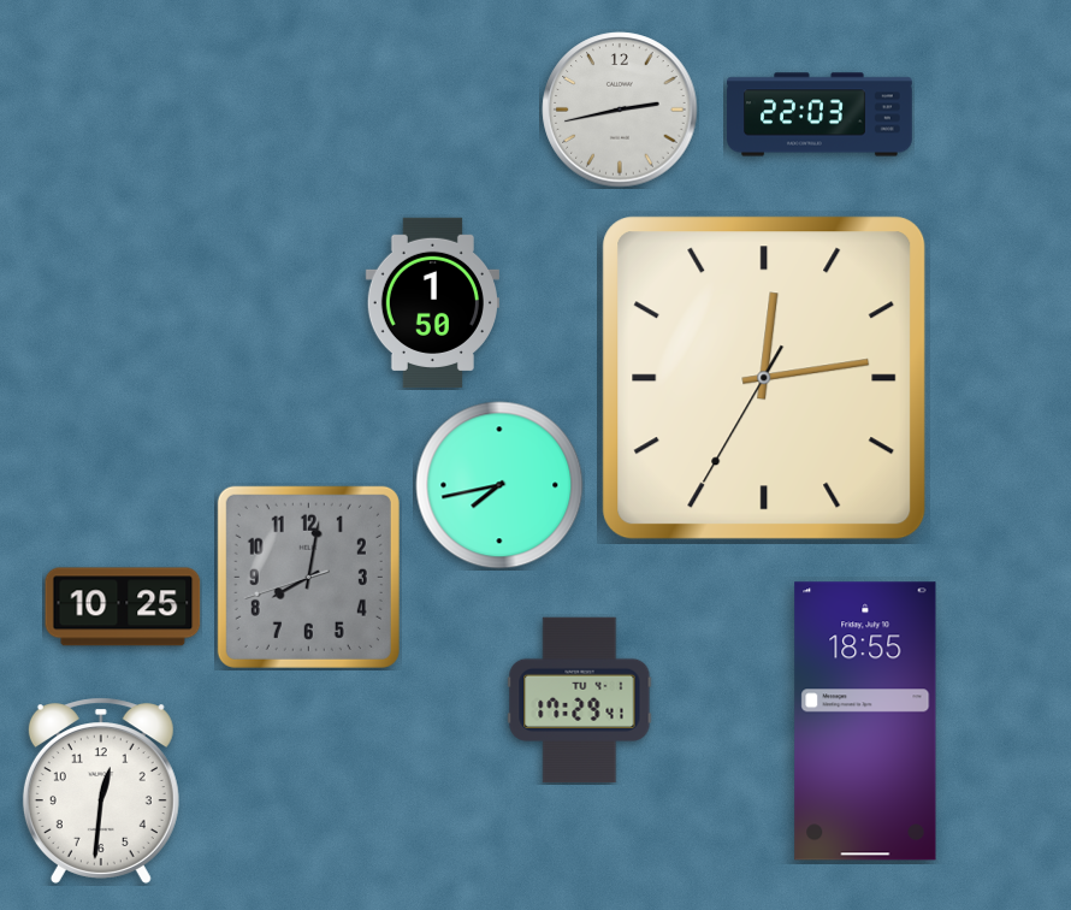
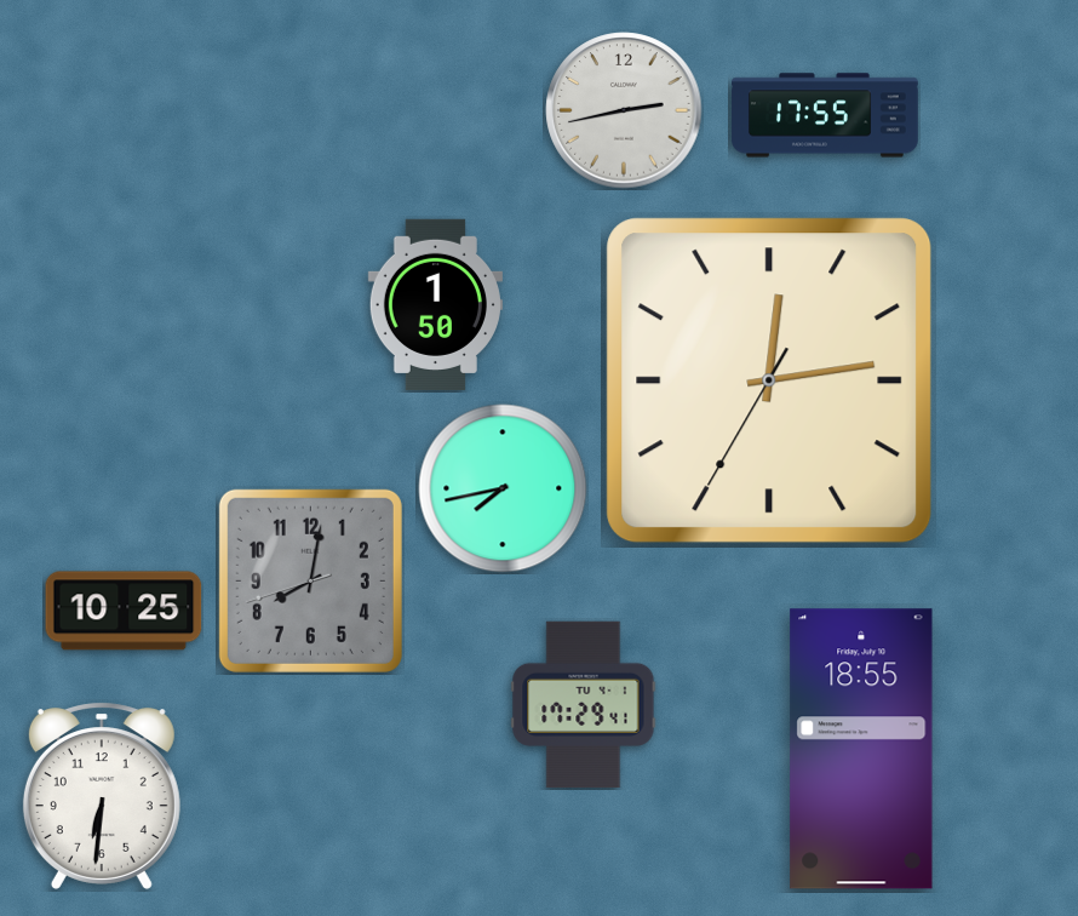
clock at (819, 114): 22:03 -> 17:55
clock at (865, 721) position: (865, 721) -> (861, 749)
clock at (101, 791): 12:31 -> 6:31
